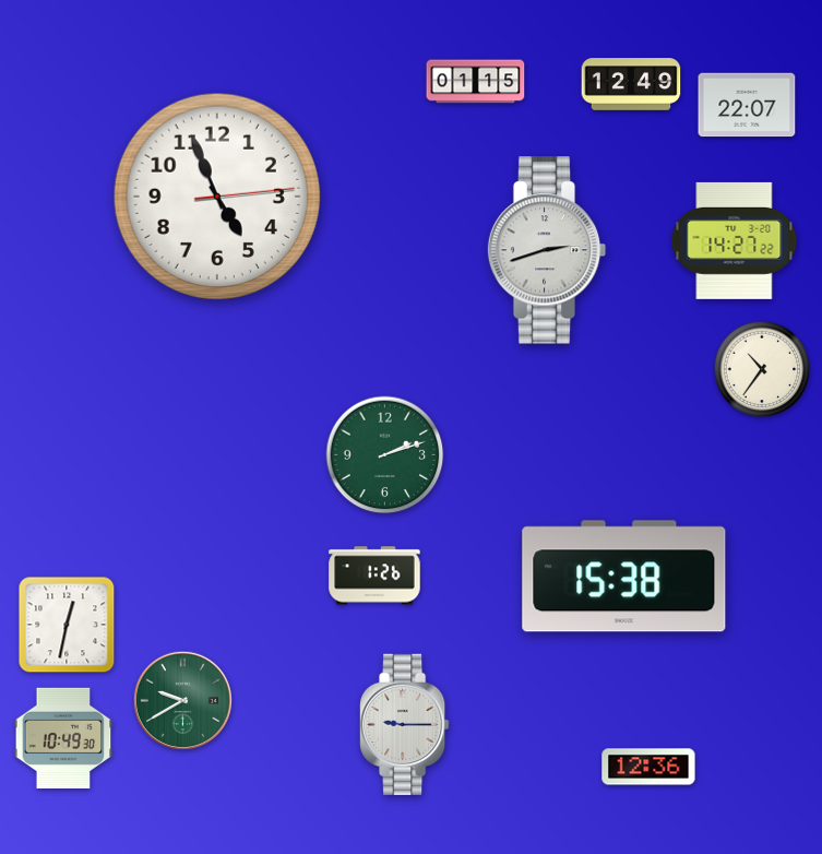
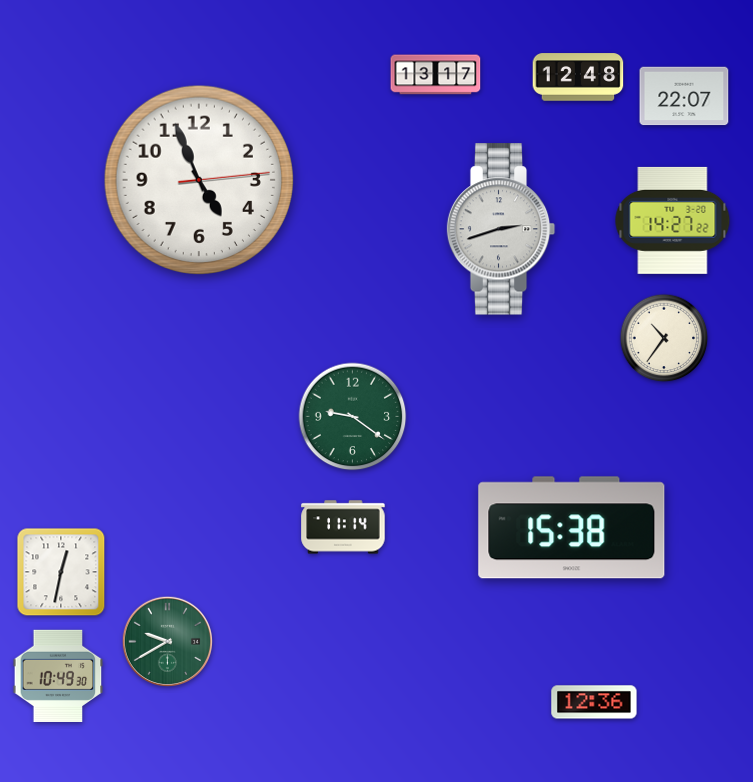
clock at (476, 82): 01:15 -> 13:17
clock at (631, 84): 12:49 -> 12:48
clock at (762, 369) position: (762, 369) -> (664, 338)
clock at (385, 455): 2:12 -> 9:21
clock at (374, 576): 1:26 -> 11:14
clock at (405, 724): 9:15 -> none
